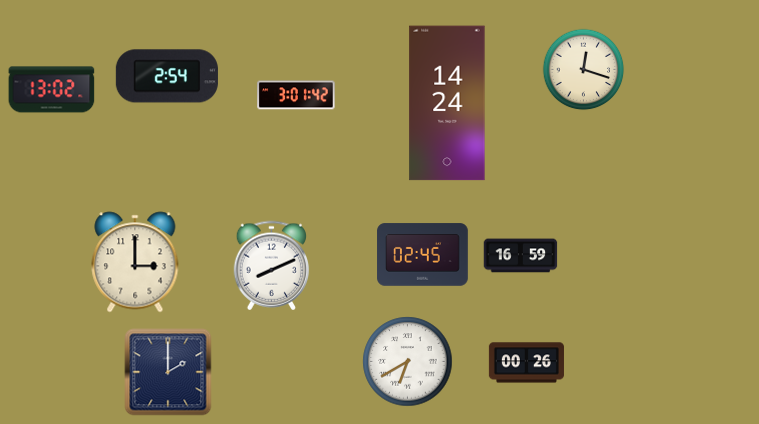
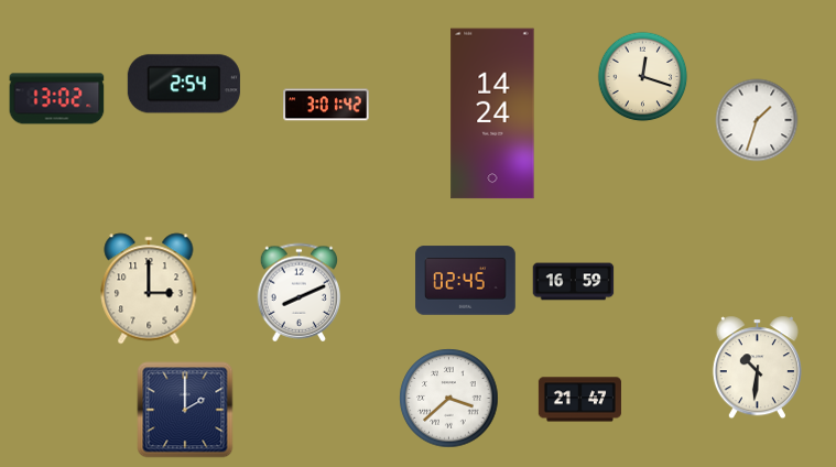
clock at (757, 120): none -> 1:33
clock at (757, 368): none -> 10:31
clock at (408, 362): 6:40 -> 3:38
clock at (526, 363): 00:26 -> 21:47
